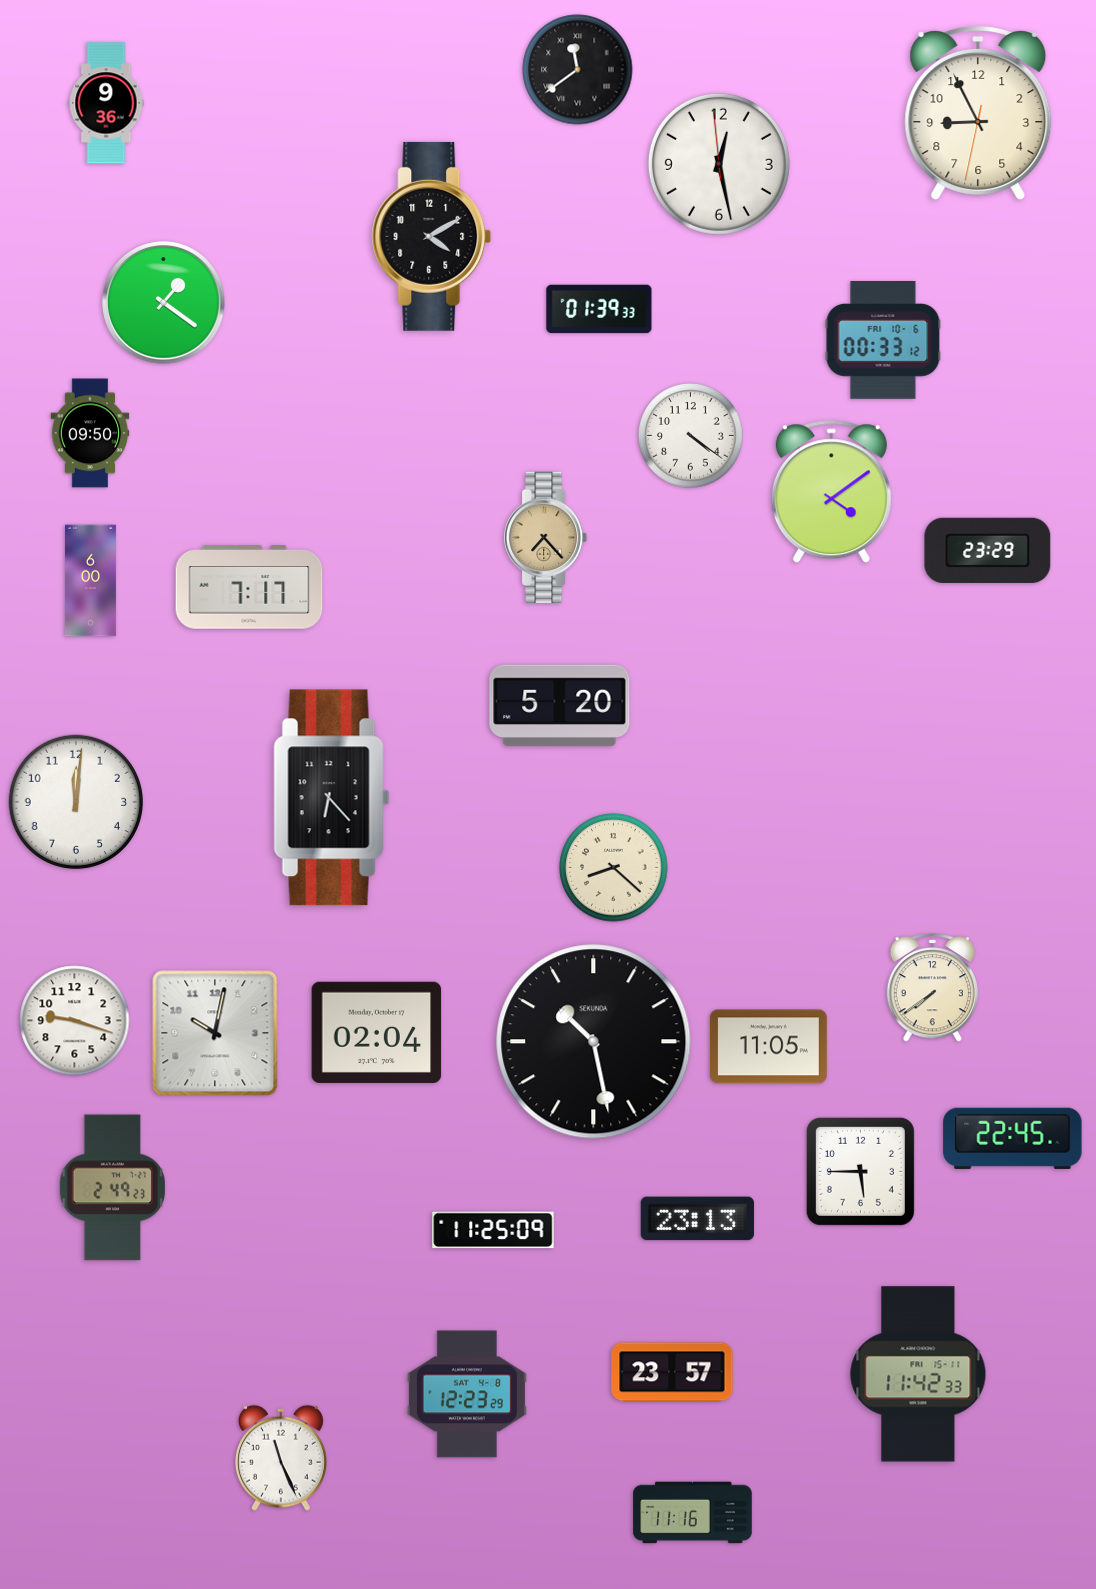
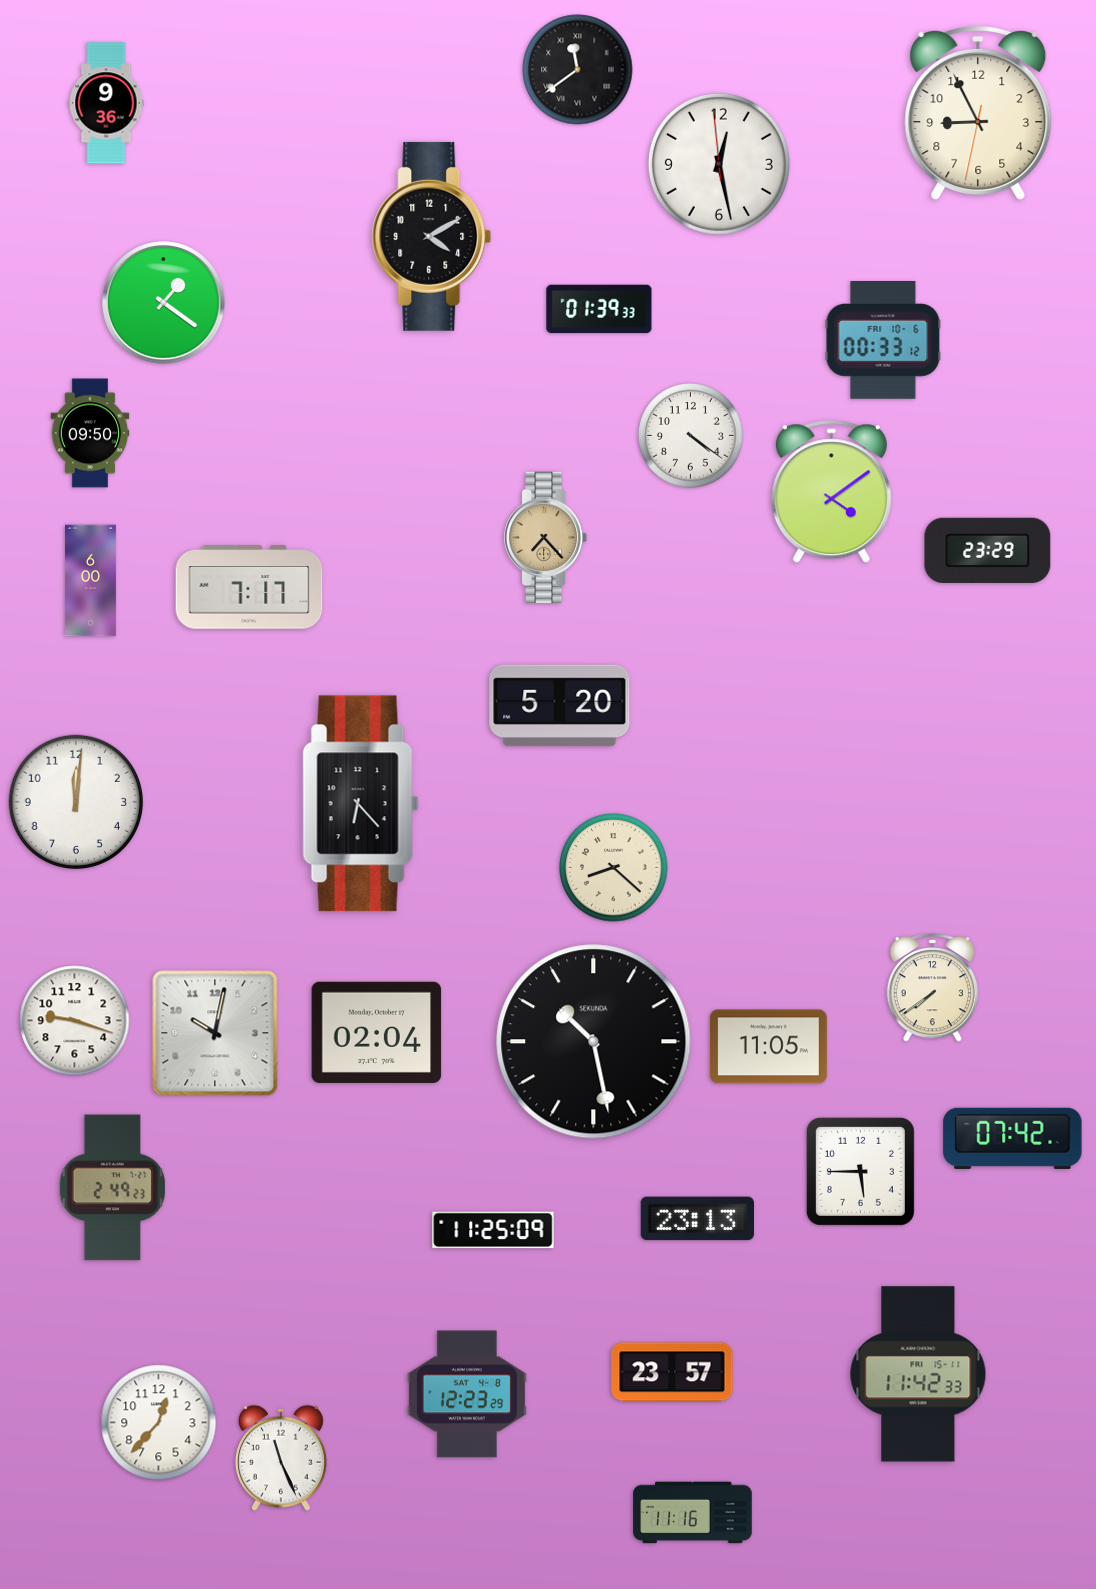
clock at (332, 798) position: (332, 798) -> (361, 804)
clock at (1013, 1138): 22:45 -> 07:42
clock at (159, 1423): none -> 12:37
